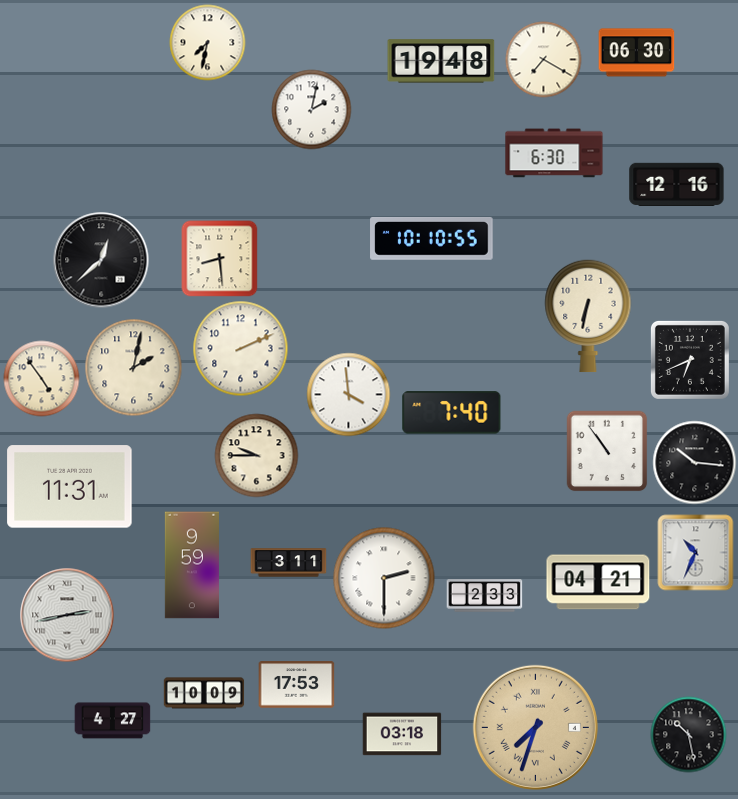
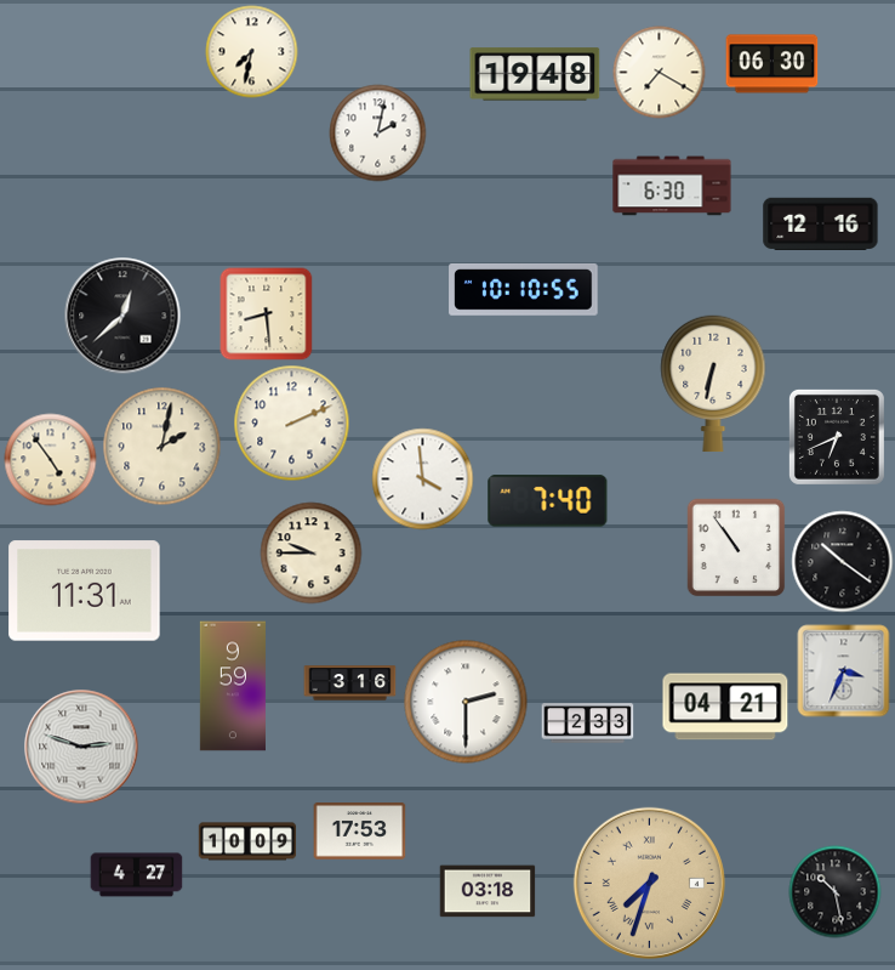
clock at (695, 463): 10:16 -> 10:21
clock at (696, 553): 10:34 -> 3:34
clock at (289, 563): 3:11 -> 3:16
clock at (67, 615): 2:43 -> 2:48
